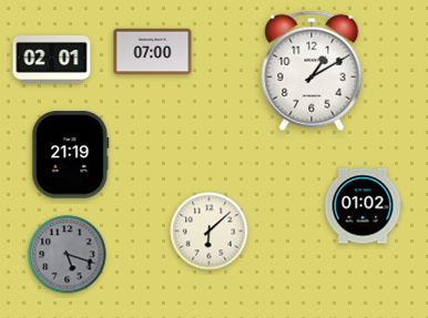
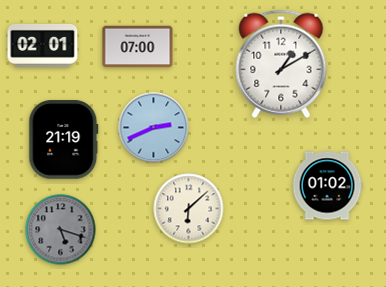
clock at (52, 59) position: (52, 59) -> (43, 45)
clock at (154, 128): none -> 2:41
